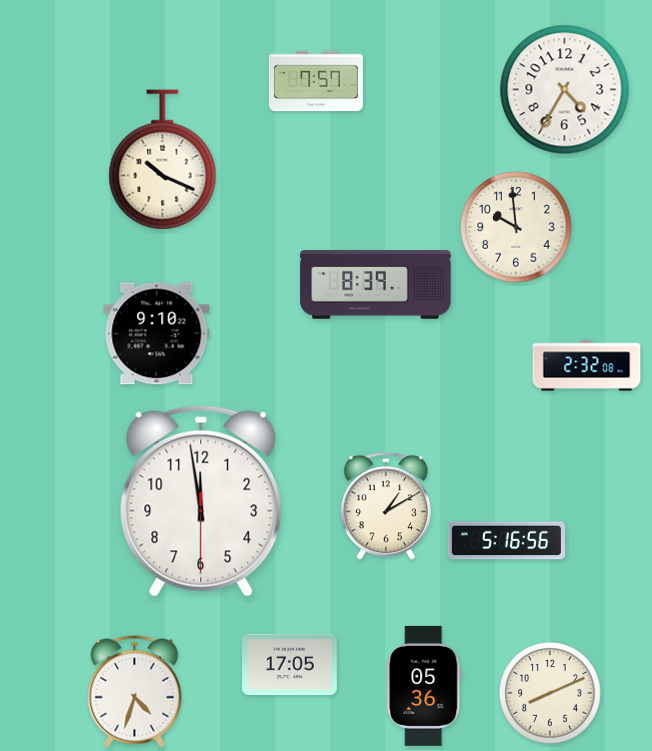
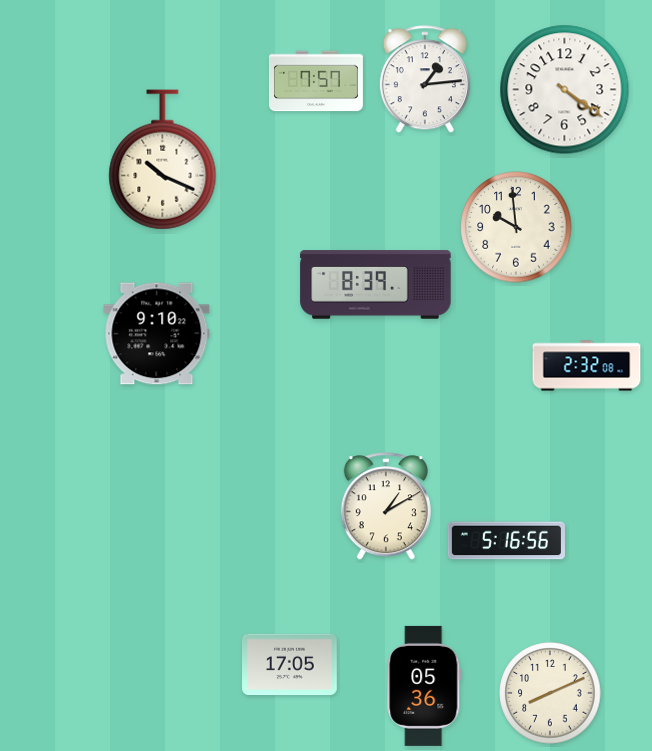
clock at (425, 80): none -> 1:14
clock at (565, 90): 4:35 -> 4:21
clock at (201, 501): 11:58 -> none
clock at (135, 692): 4:33 -> none
